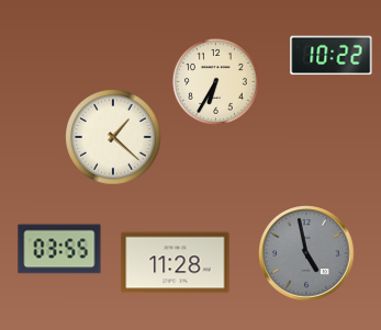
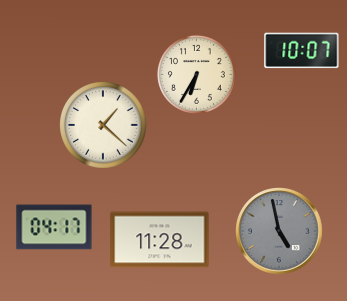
clock at (332, 56): 10:22 -> 10:07
clock at (59, 249): 03:55 -> 04:17
